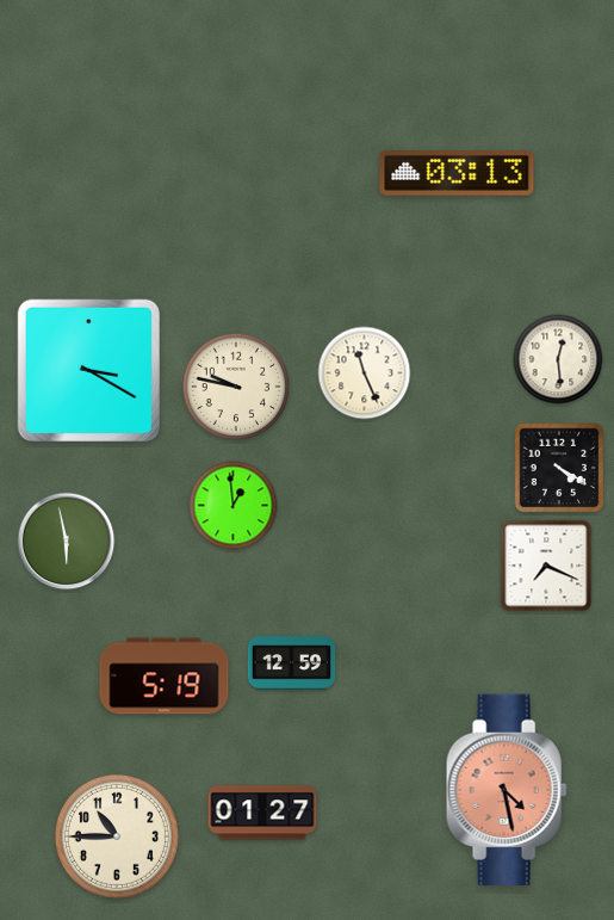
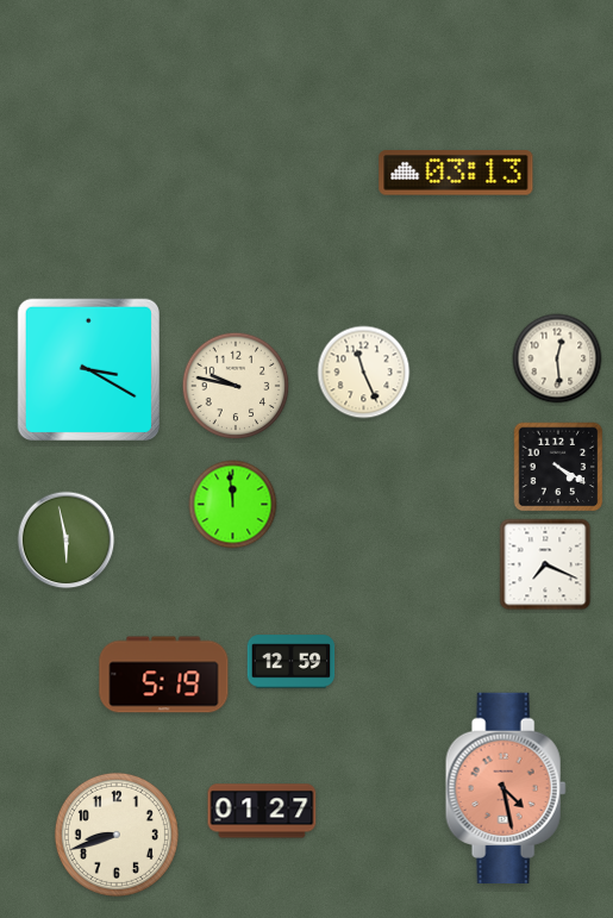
clock at (234, 506): 12:59 -> 11:59
clock at (117, 836): 10:45 -> 8:42
